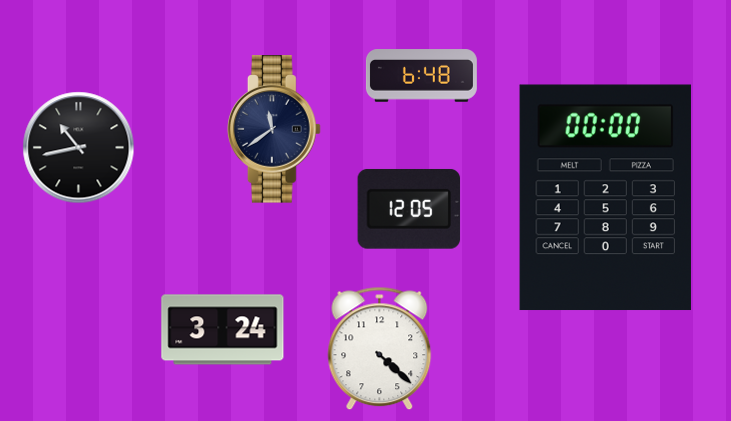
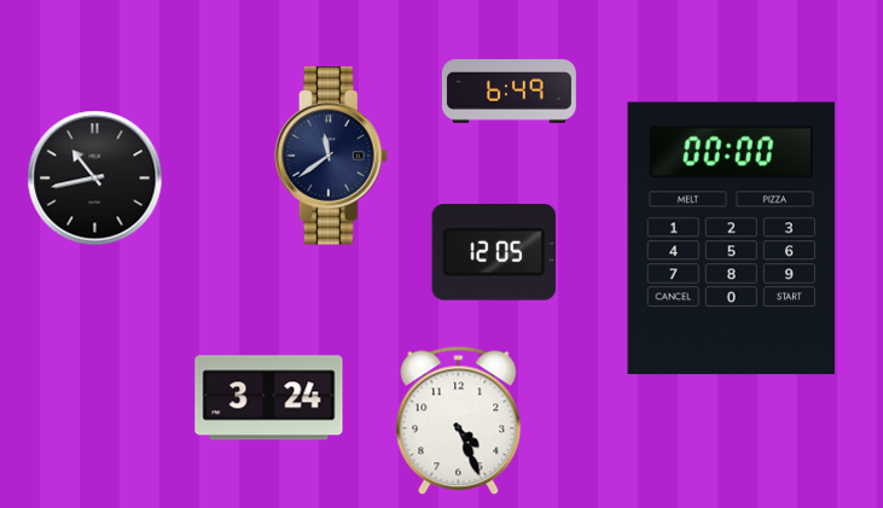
clock at (421, 76): 6:48 -> 6:49
clock at (380, 349): 4:22 -> 4:26
